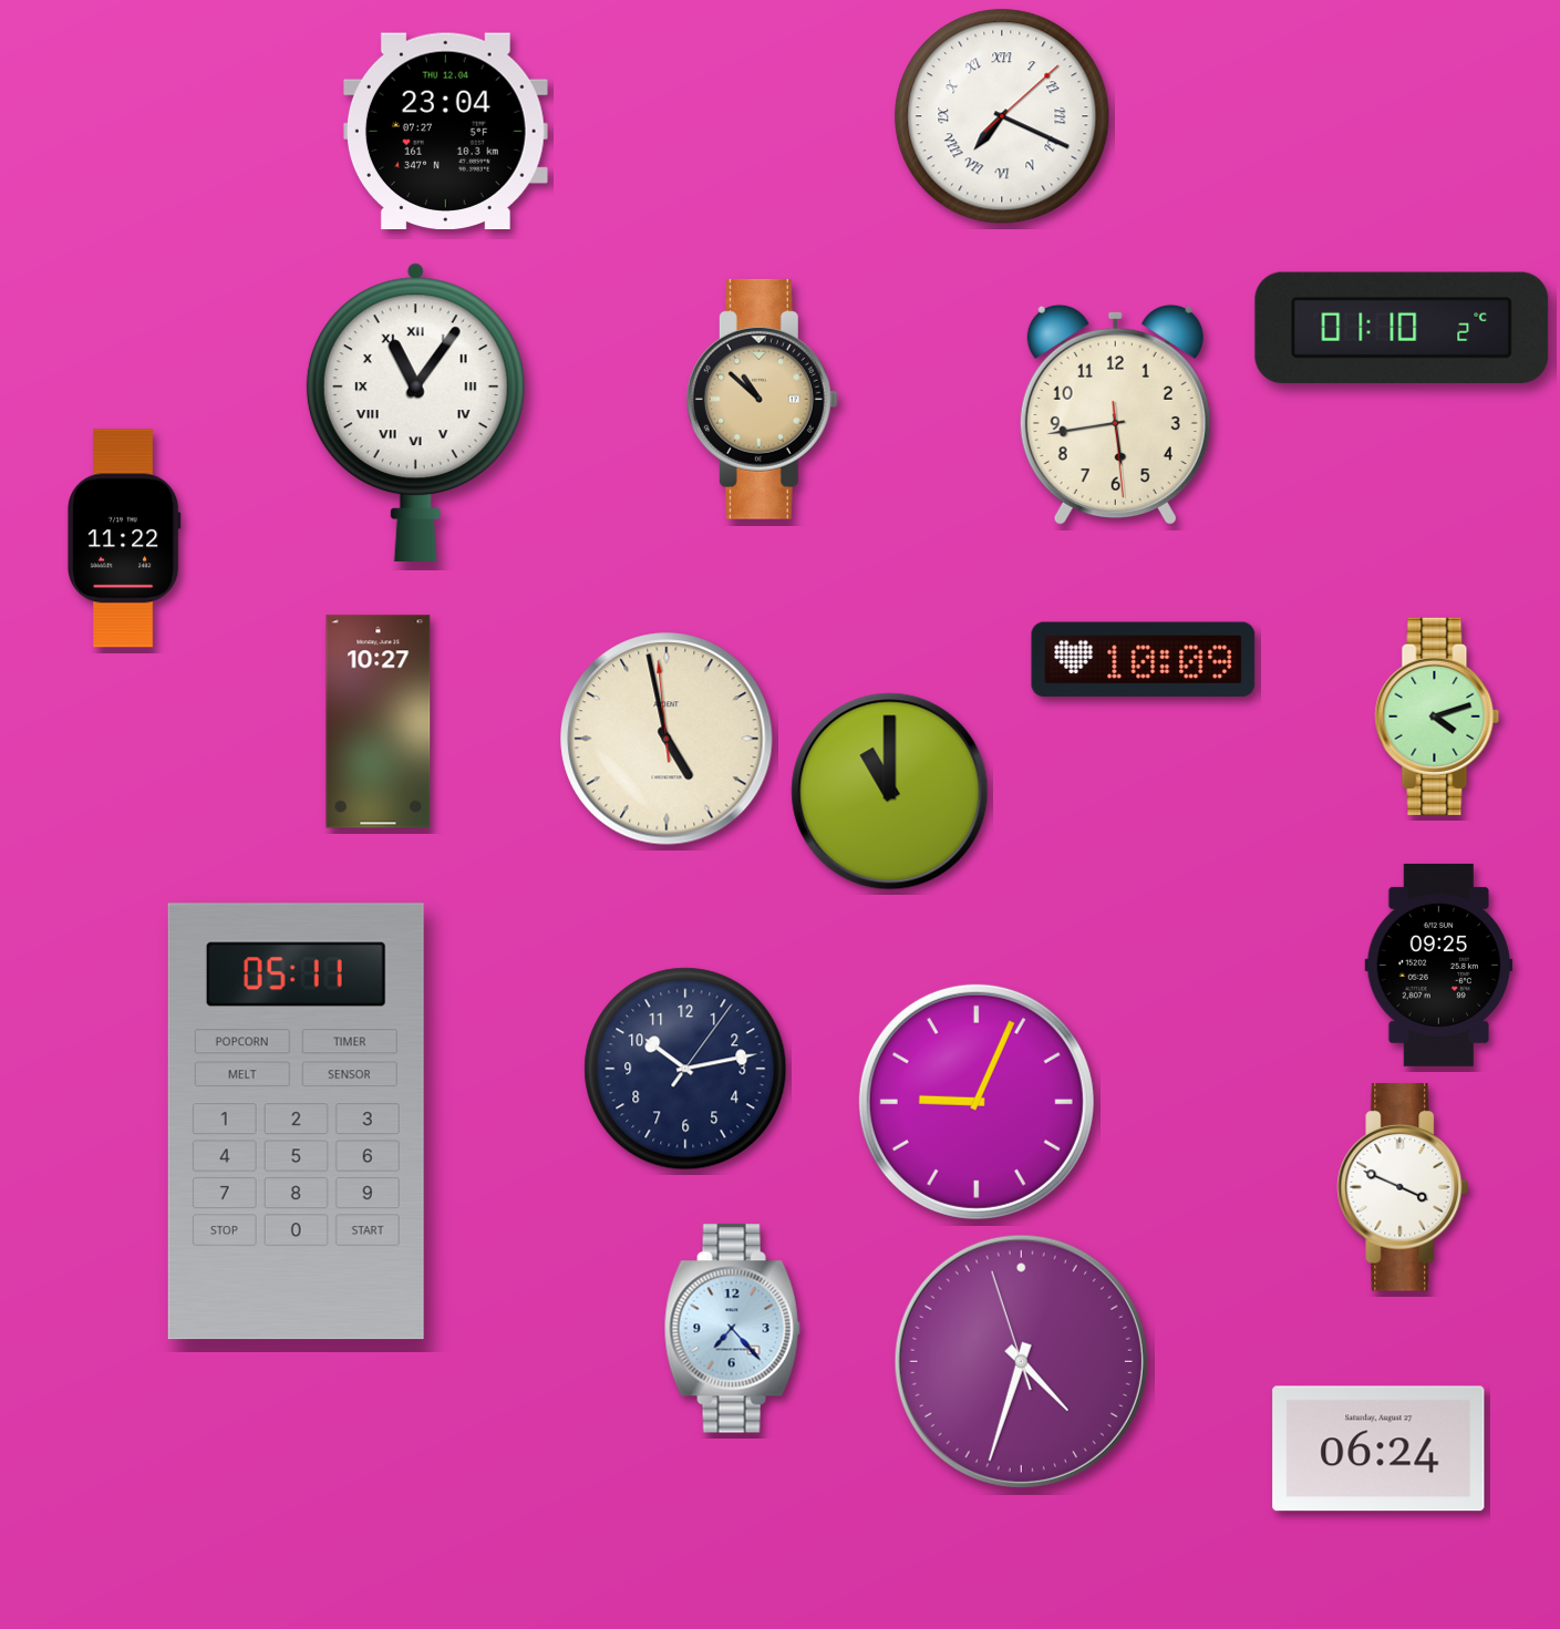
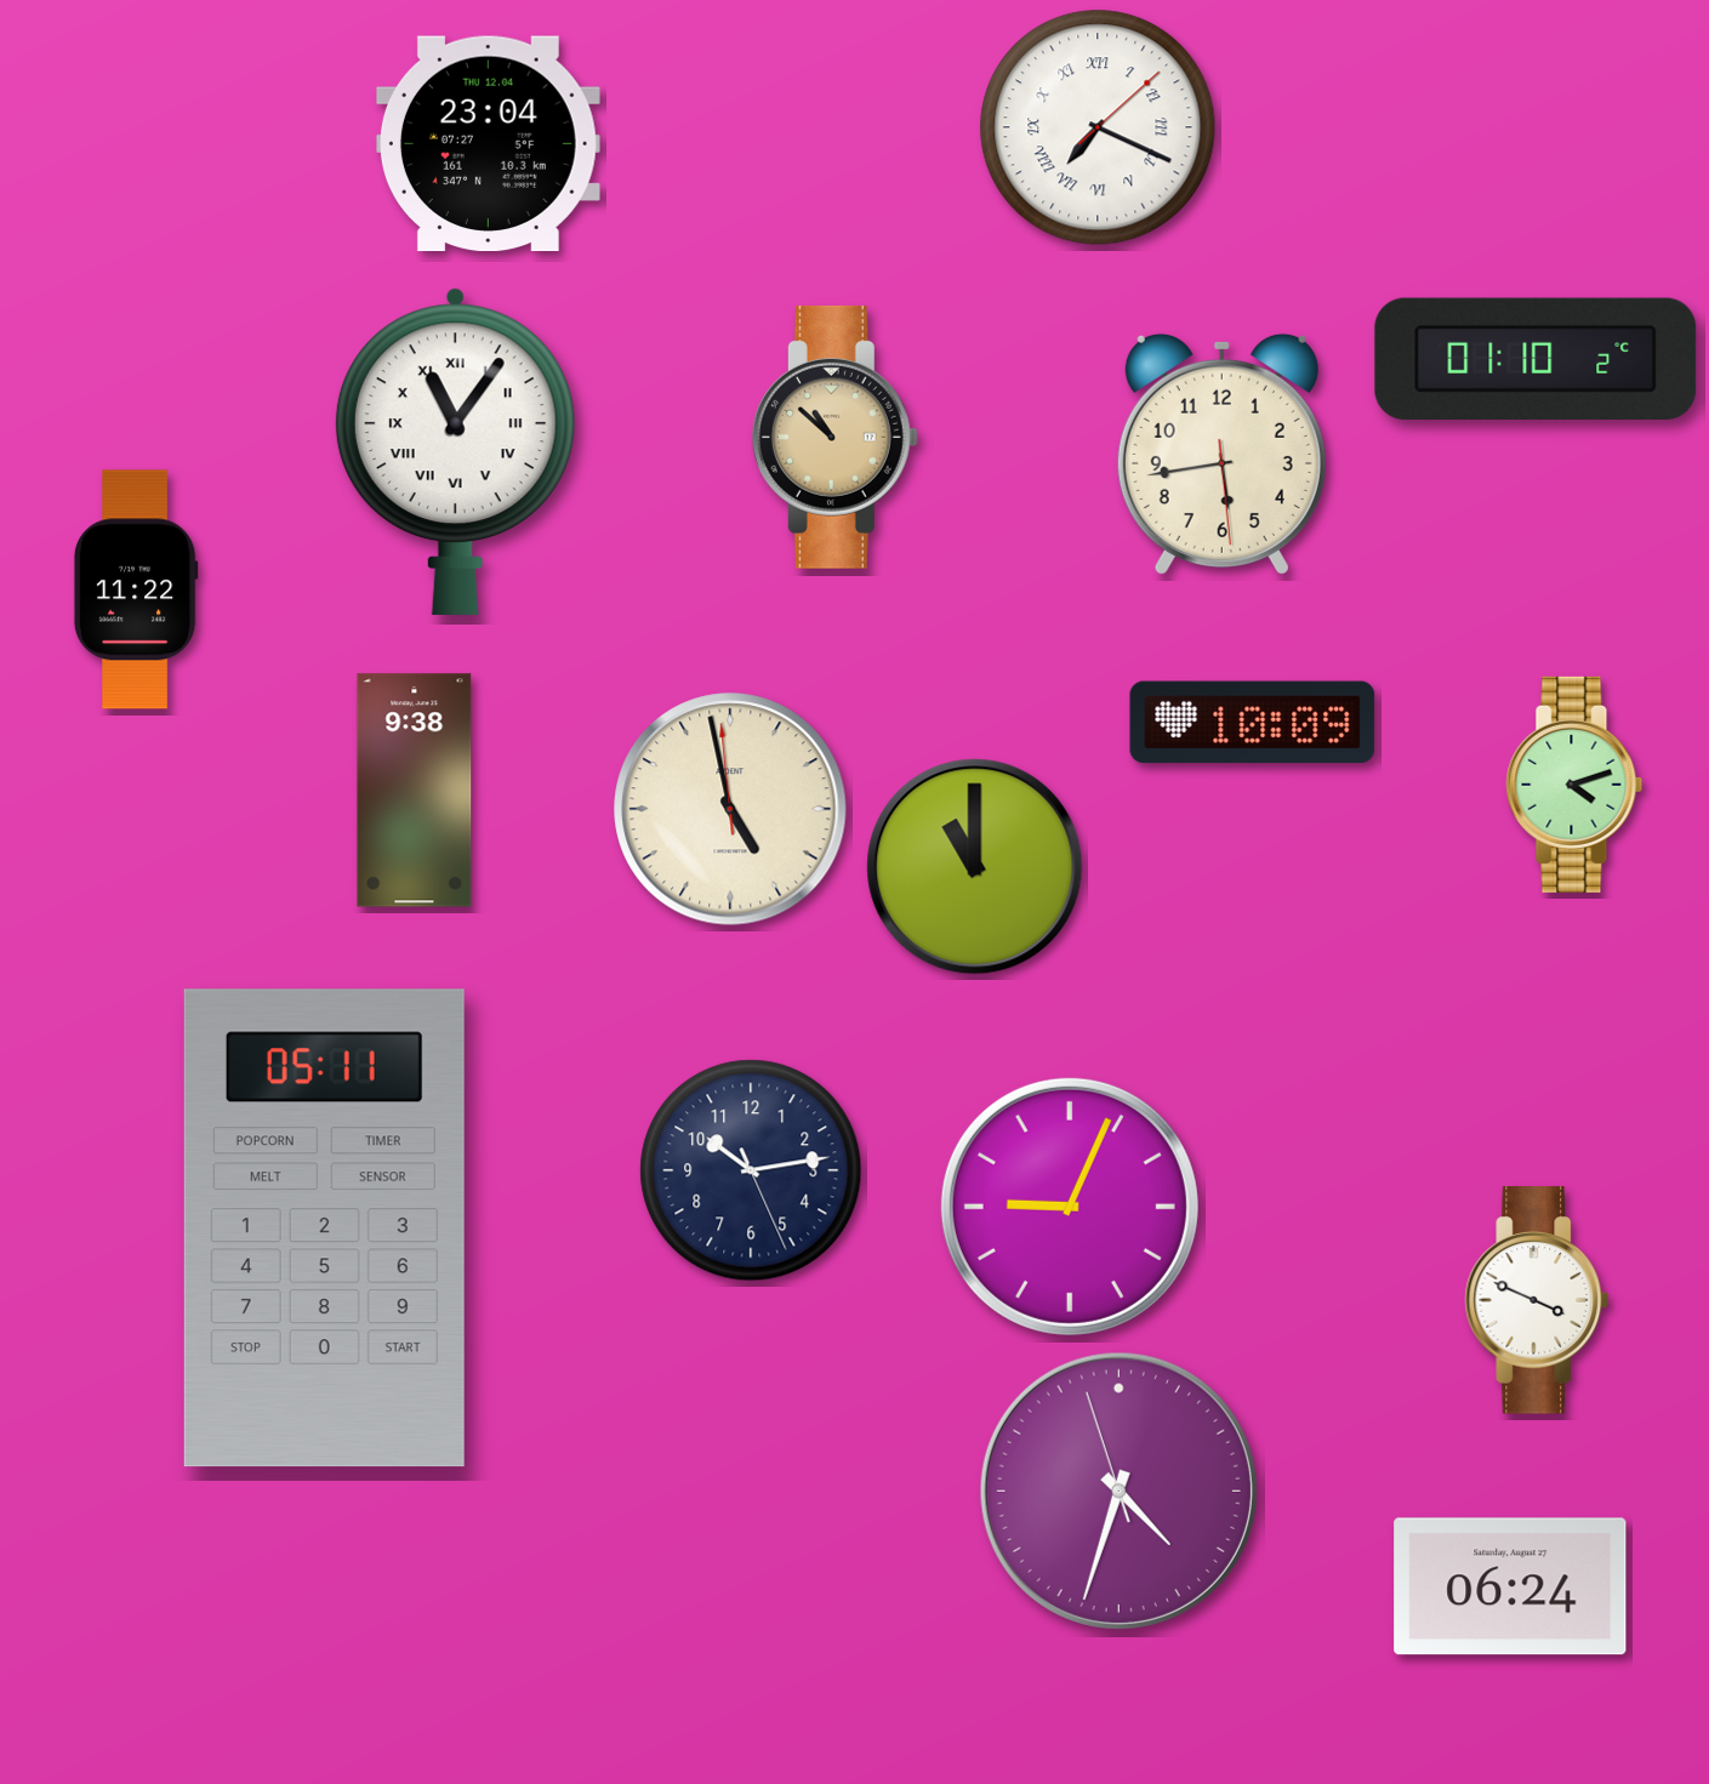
clock at (379, 722): 10:27 -> 9:38
clock at (1439, 965): 09:25 -> none
clock at (685, 1069): 10:13:06 -> 10:13:26
clock at (732, 1329): 7:23 -> none
